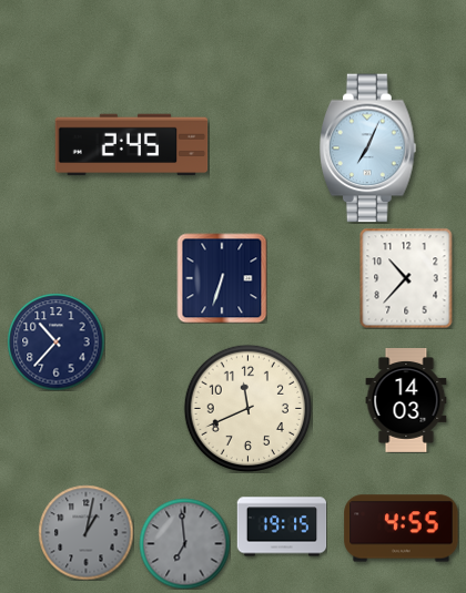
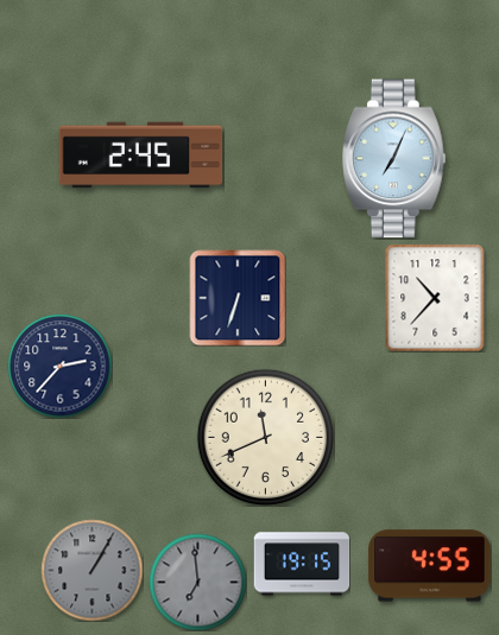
clock at (55, 341): 10:37 -> 2:37
clock at (406, 401): 14:03 -> none
clock at (85, 532): 1:02 -> 1:05
